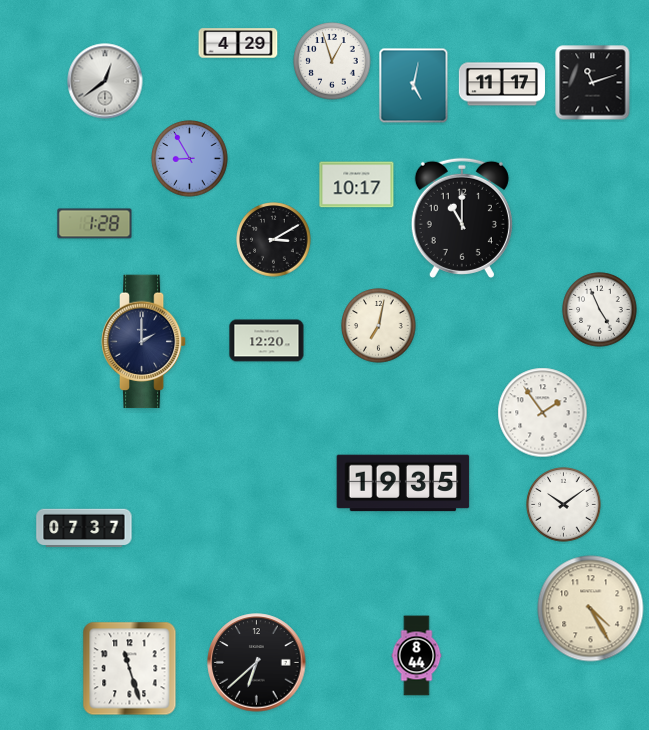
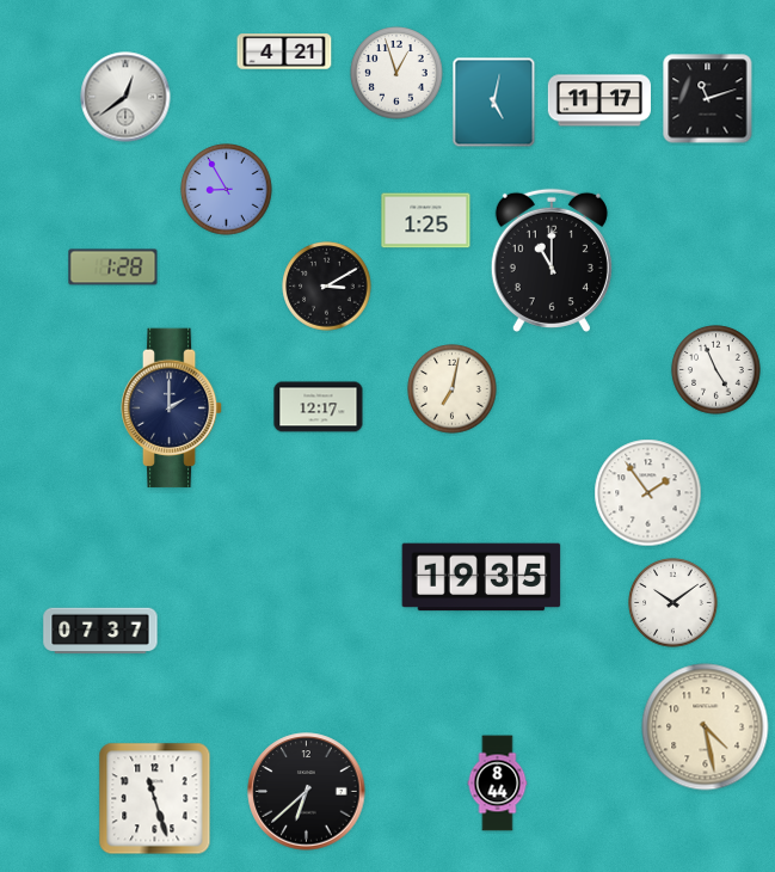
clock at (238, 43): 4:29 -> 4:21
clock at (357, 185): 10:17 -> 1:25
clock at (267, 341): 12:20 -> 12:17
clock at (591, 609): 4:25 -> 4:28
